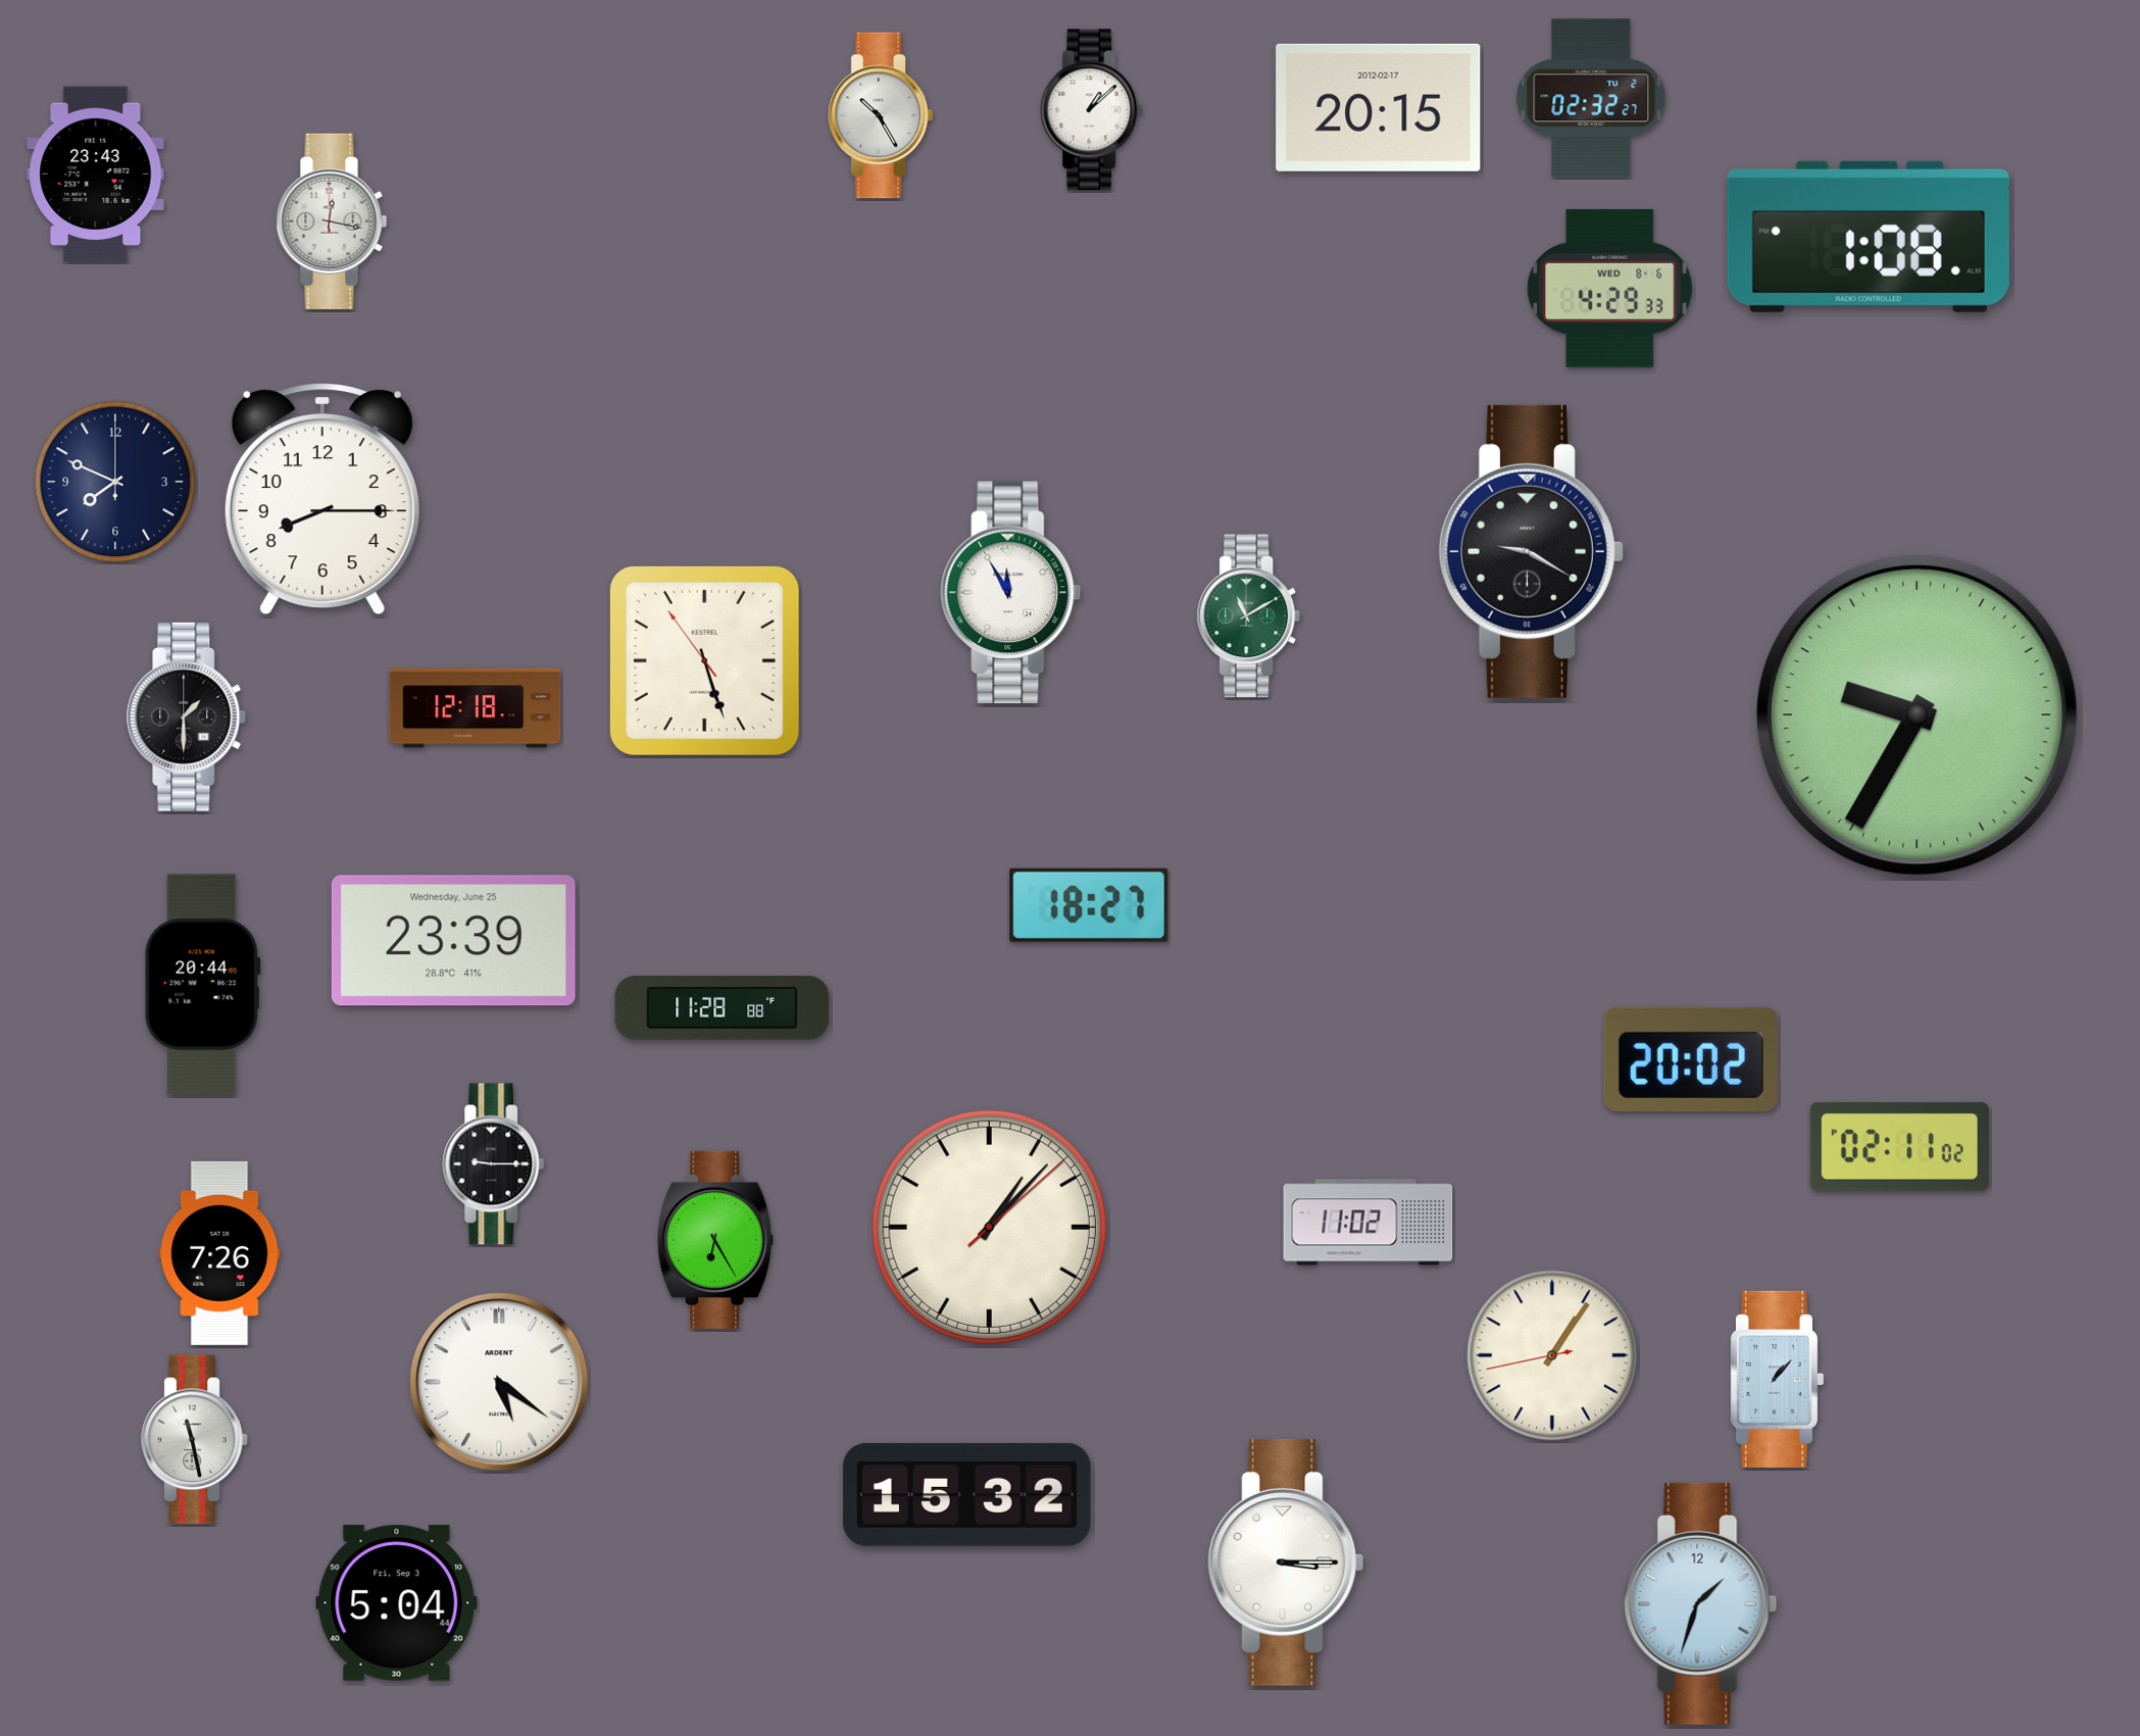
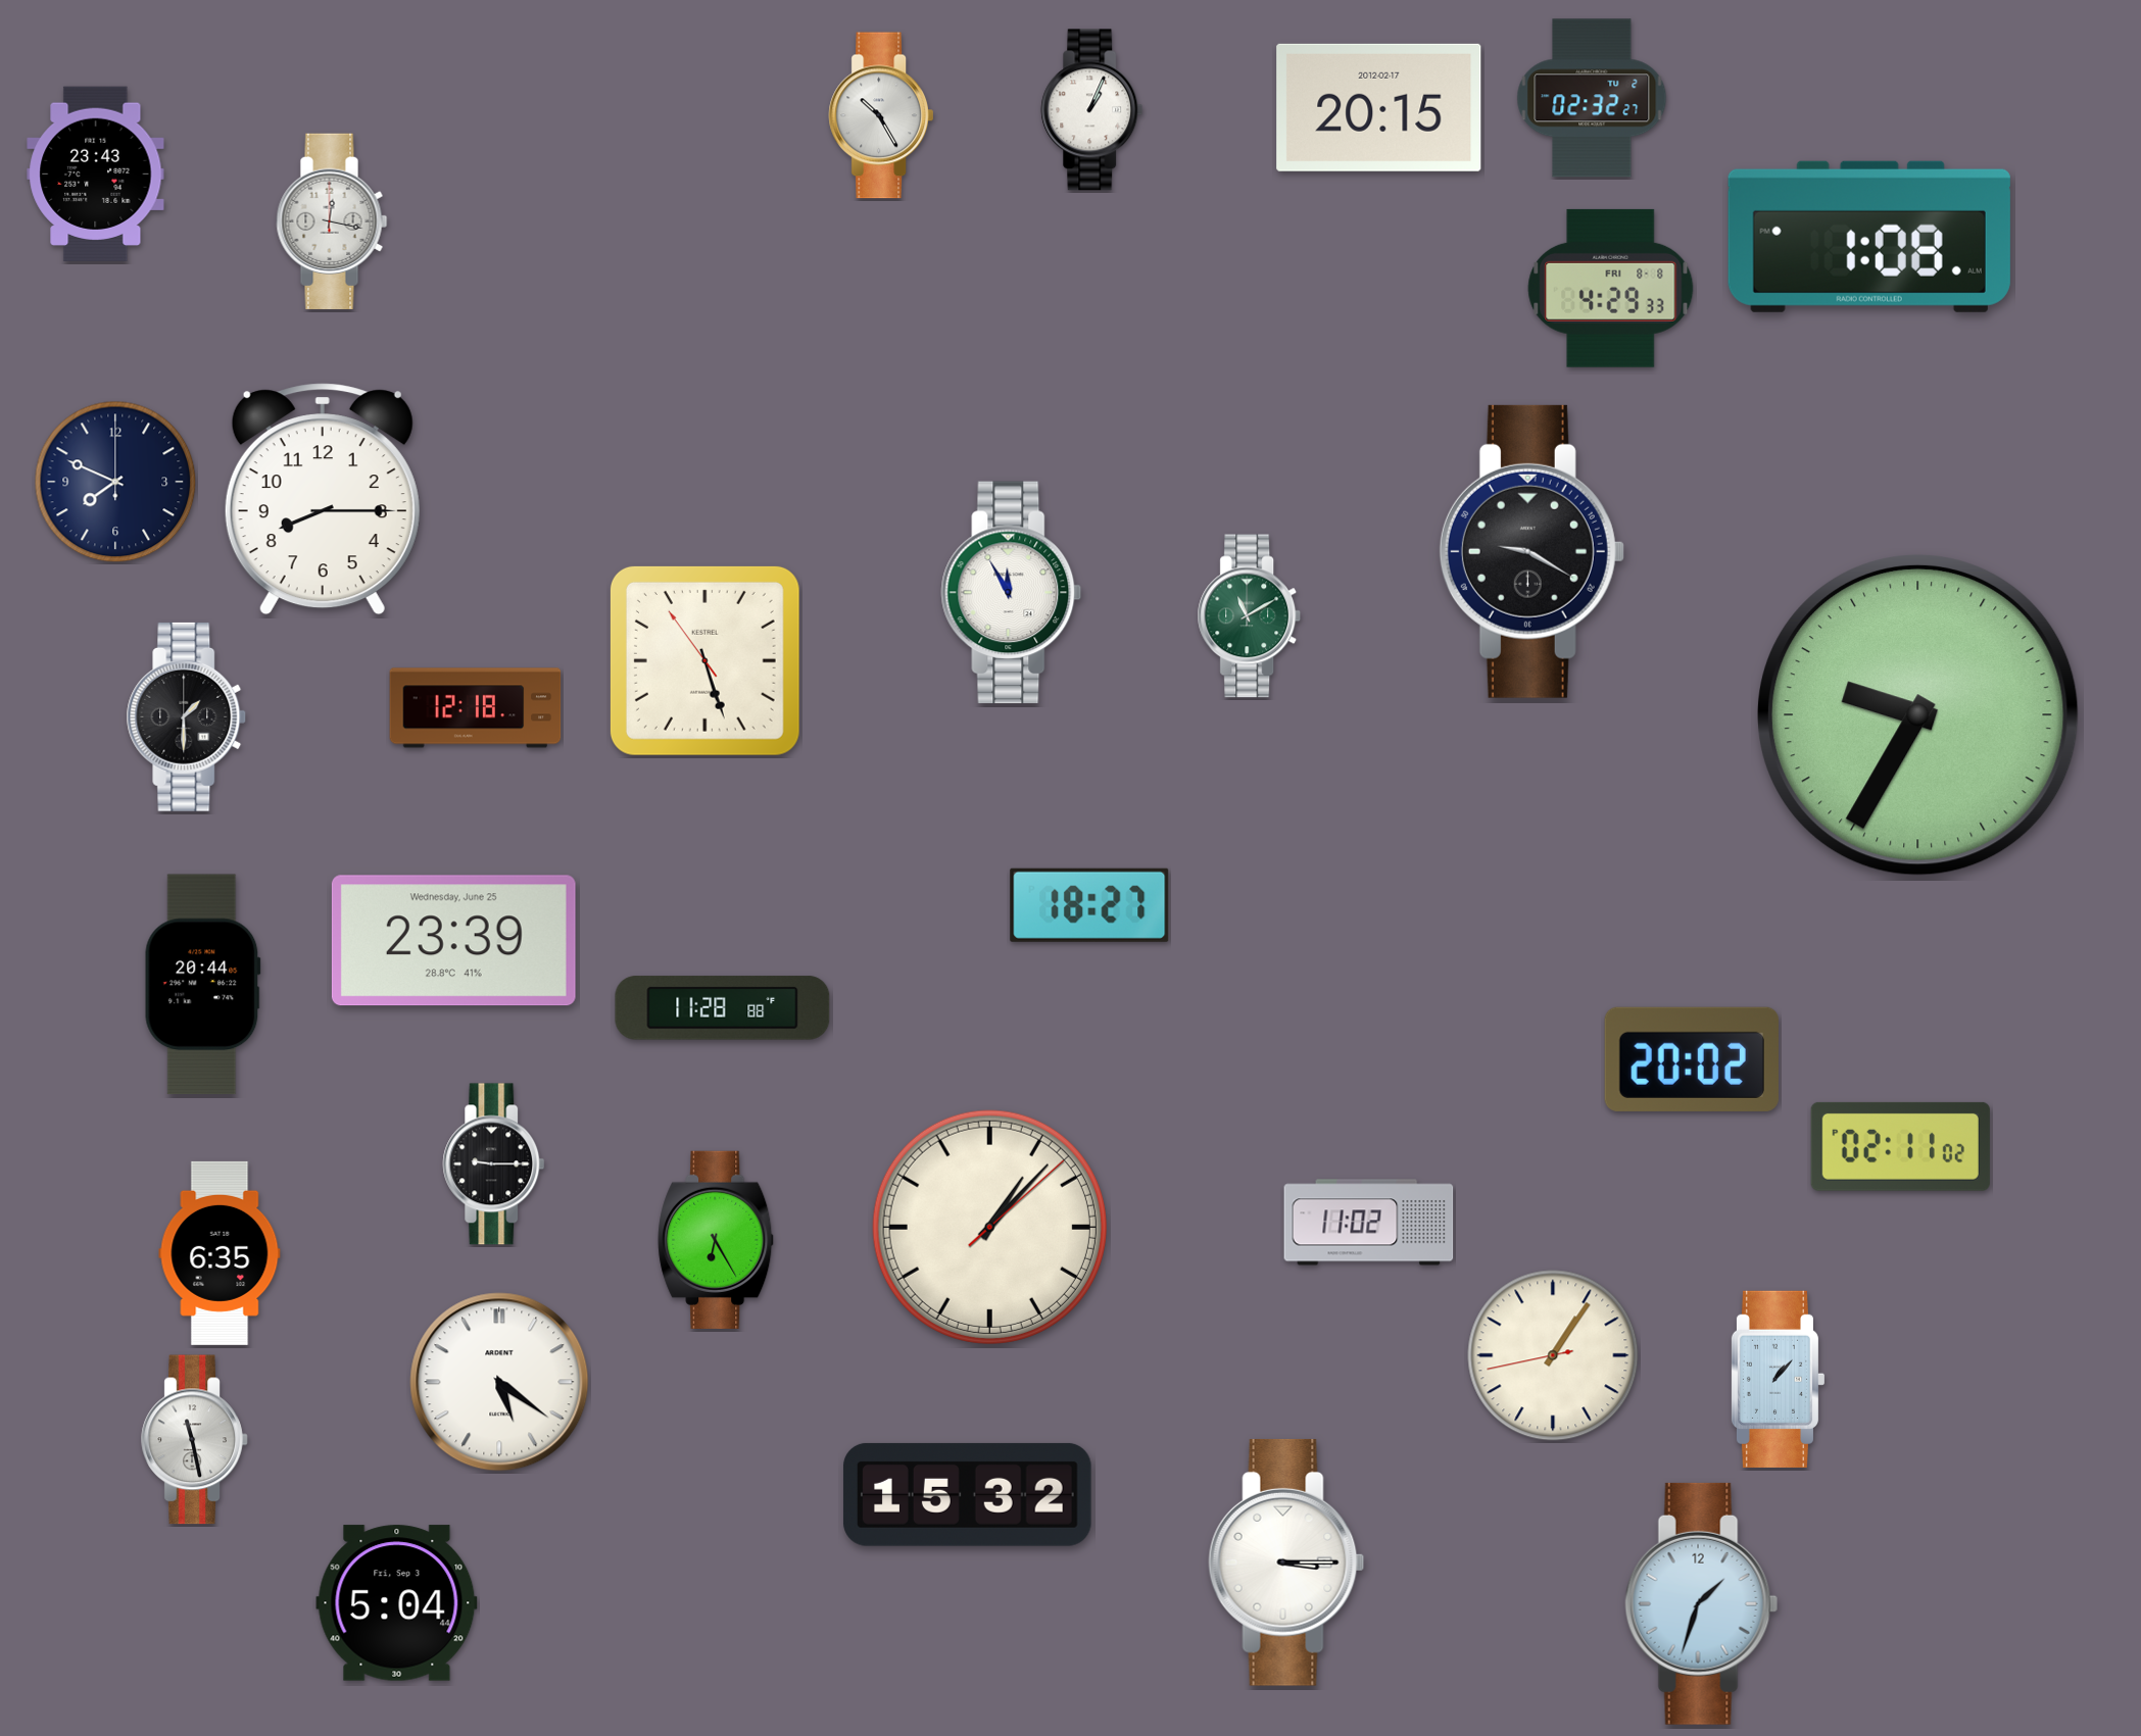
clock at (1092, 110): 1:08 -> 1:04
clock at (1610, 288) date: WED 8-6 -> FRI 8-8
clock at (219, 1253): 7:26 -> 6:35
